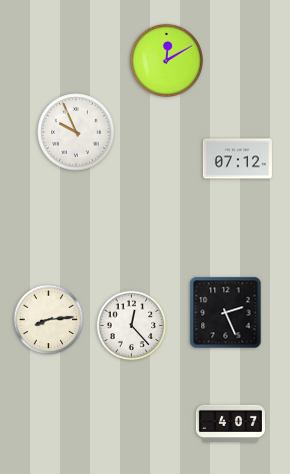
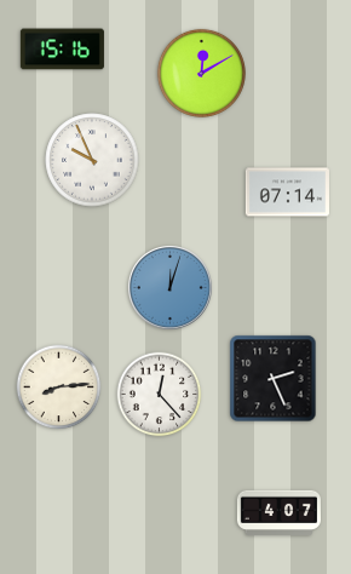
clock at (62, 50): none -> 15:16
clock at (237, 159): 07:12 -> 07:14
clock at (169, 287): none -> 12:03
